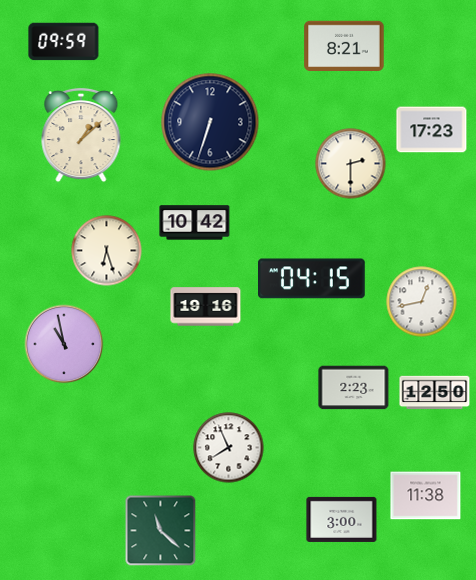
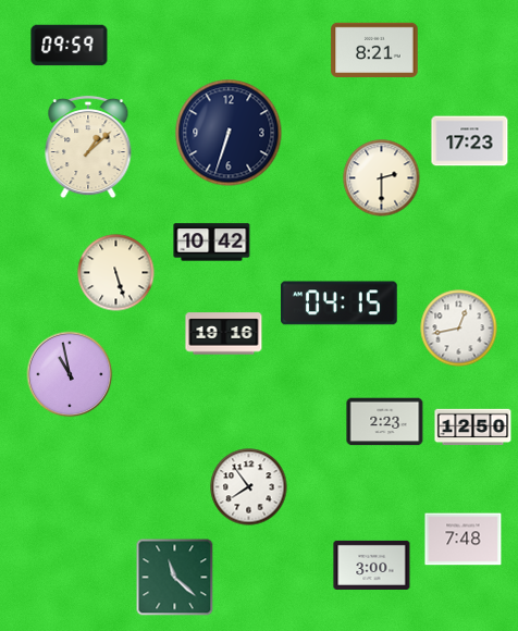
clock at (107, 251): 6:27 -> 5:27
clock at (229, 448): 7:56 -> 7:54
clock at (426, 496): 11:38 -> 7:48
